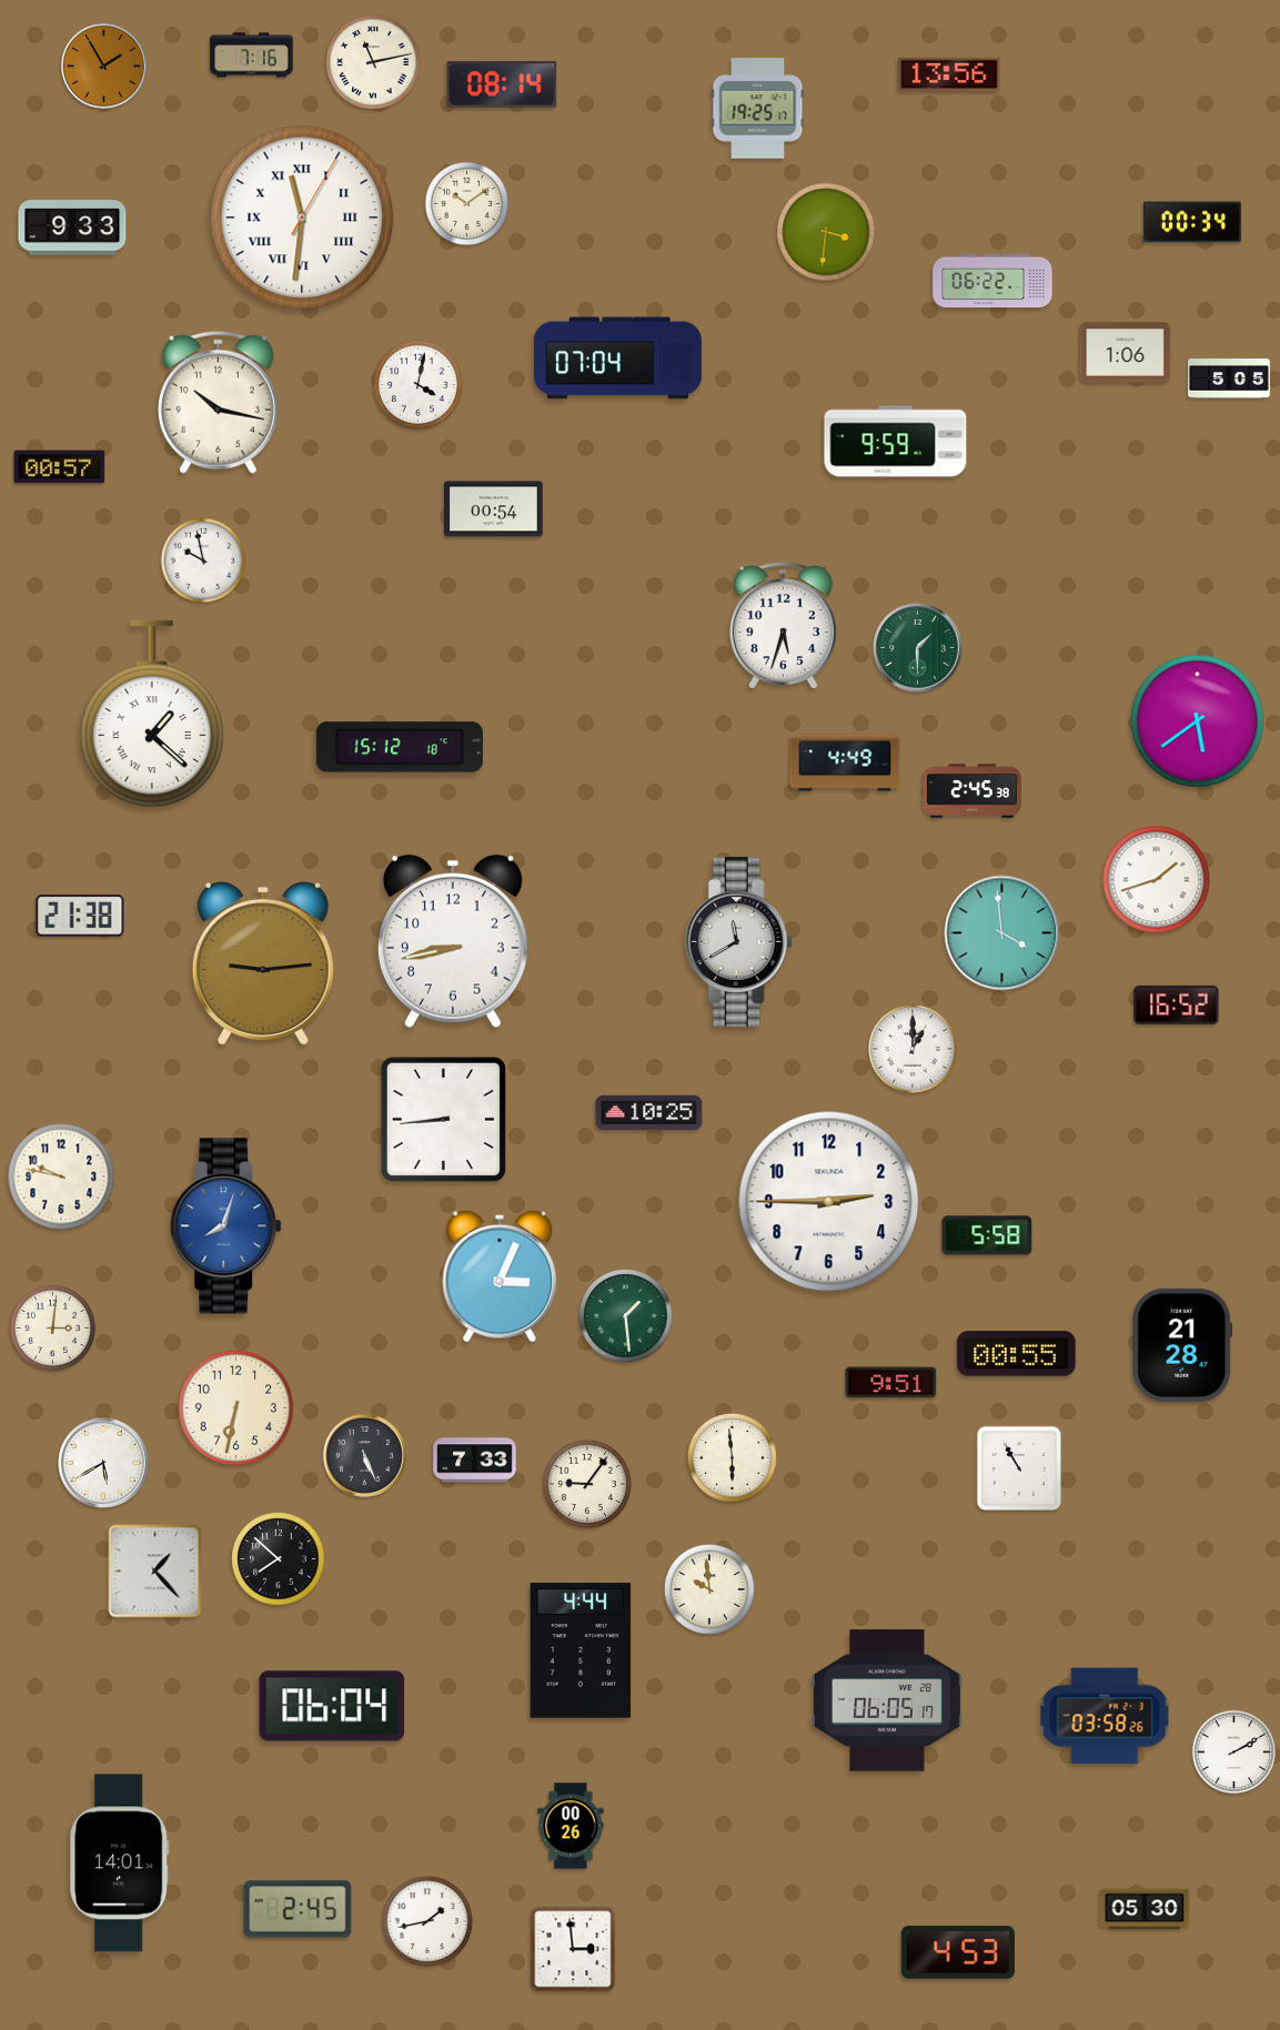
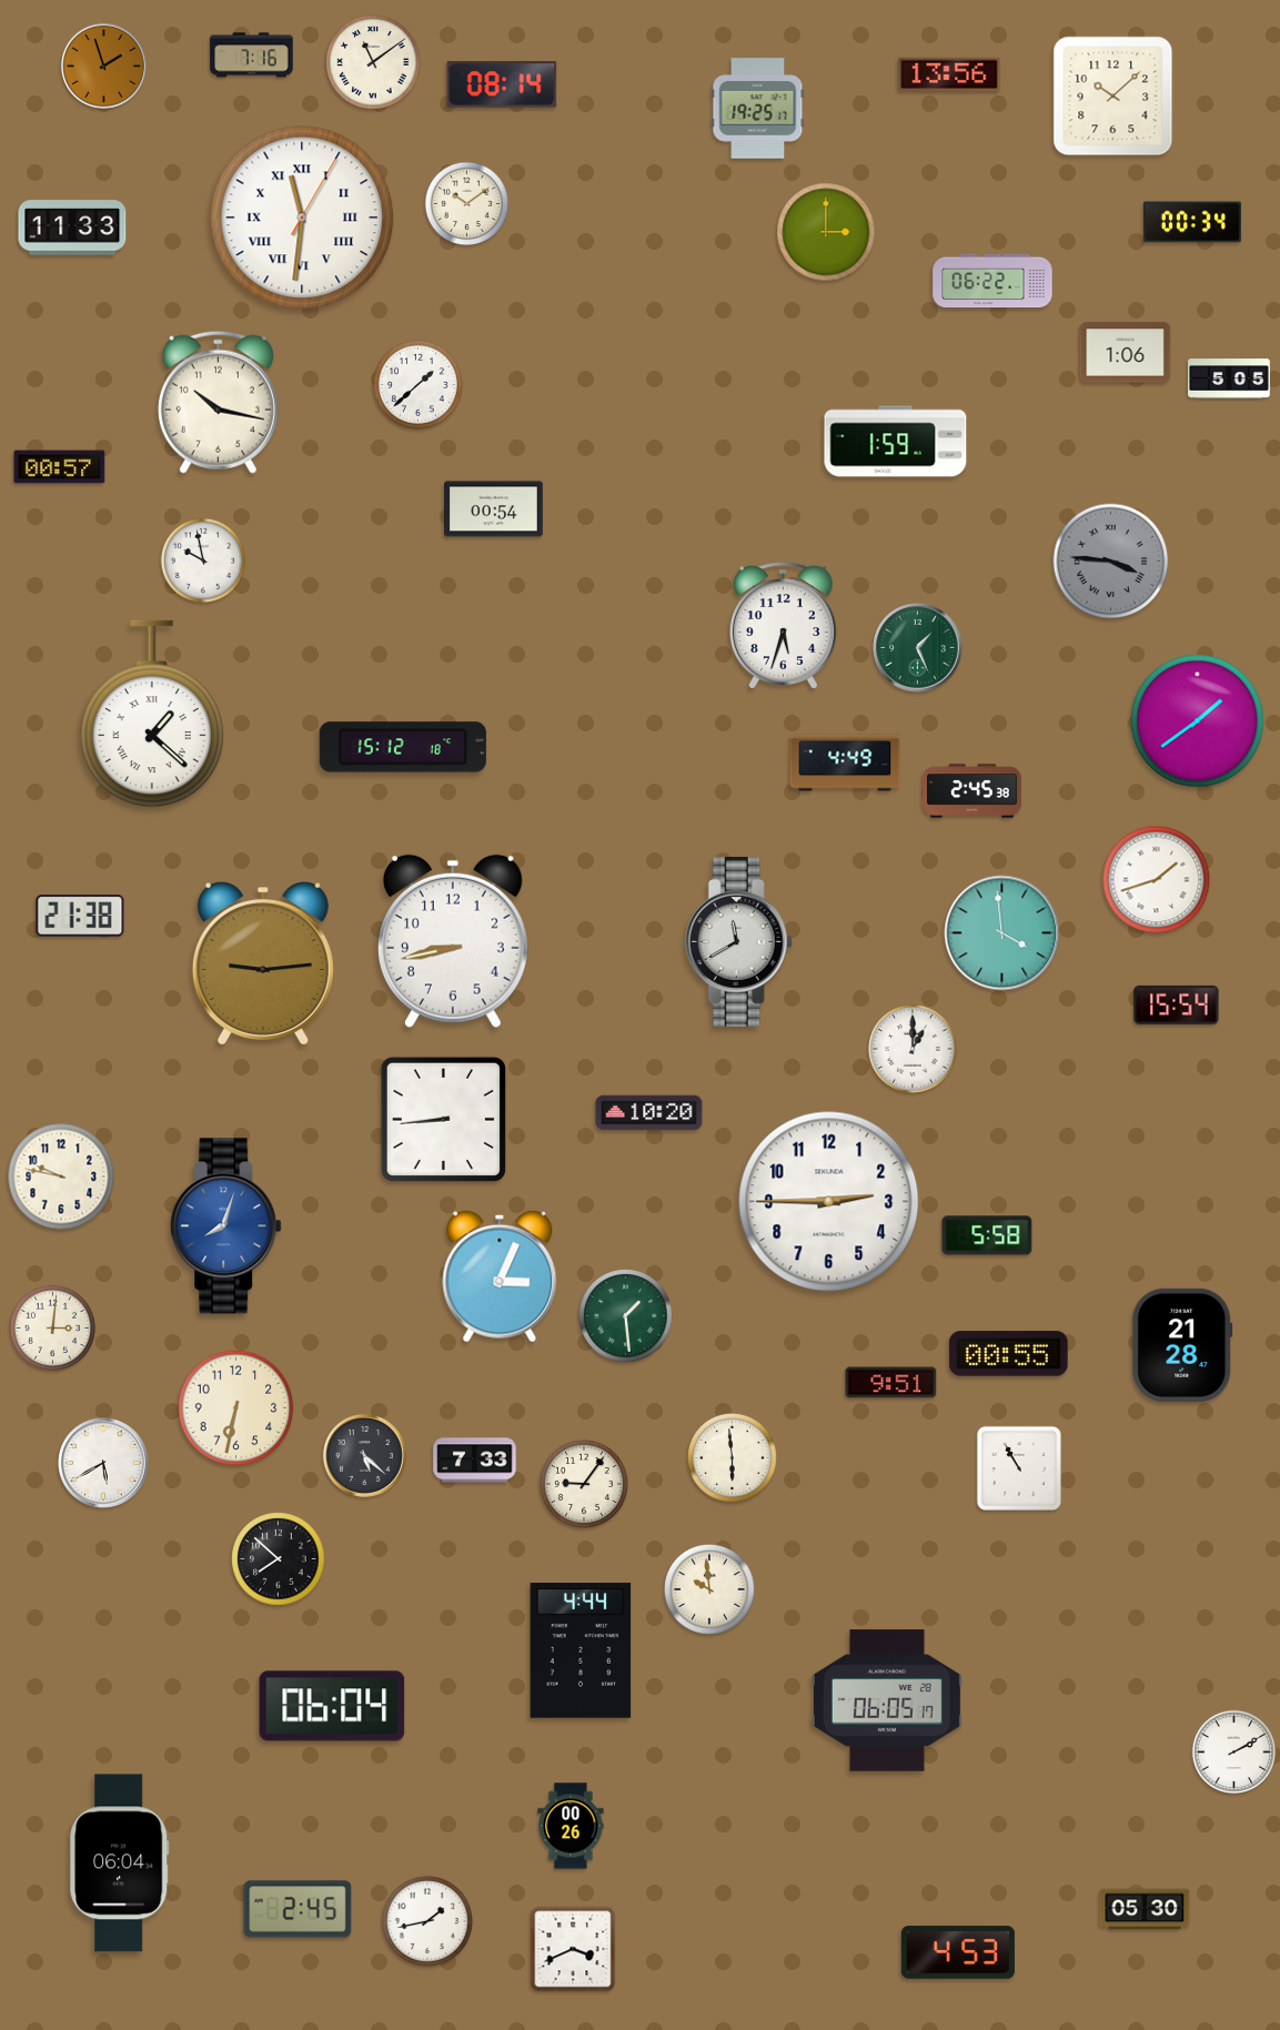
clock at (373, 62): 11:13 -> 11:09
clock at (104, 67): 1:55 -> 1:57
clock at (1113, 97): none -> 10:08
clock at (72, 228): 9:33 -> 11:33
clock at (826, 232): 3:31 -> 3:00
clock at (617, 358): 07:04 -> none
clock at (417, 384): 4:02 -> 1:38
clock at (896, 442): 9:59 -> 1:59
clock at (1111, 562): none -> 3:46
clock at (918, 648): 1:30 -> 1:26
clock at (1198, 721): 5:39 -> 1:39
clock at (400, 747) position: (400, 747) -> (403, 747)
clock at (1177, 1004): 16:52 -> 15:54
clock at (649, 1113): 10:25 -> 10:20
clock at (1017, 1354) position: (1017, 1354) -> (1009, 1354)
clock at (364, 1455): 5:26 -> 5:22
clock at (587, 1484) position: (587, 1484) -> (584, 1484)
clock at (155, 1572): 1:23 -> none
clock at (1105, 1716): 03:58 -> none
clock at (120, 1864): 14:01 -> 06:04
clock at (573, 1949): 2:59 -> 3:41
